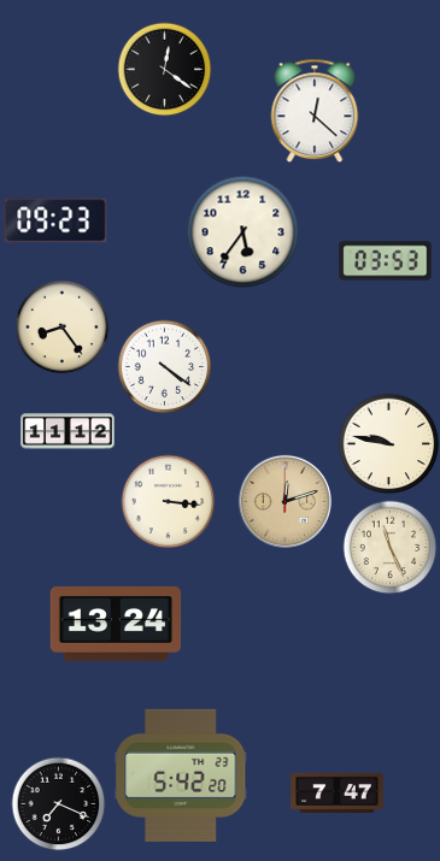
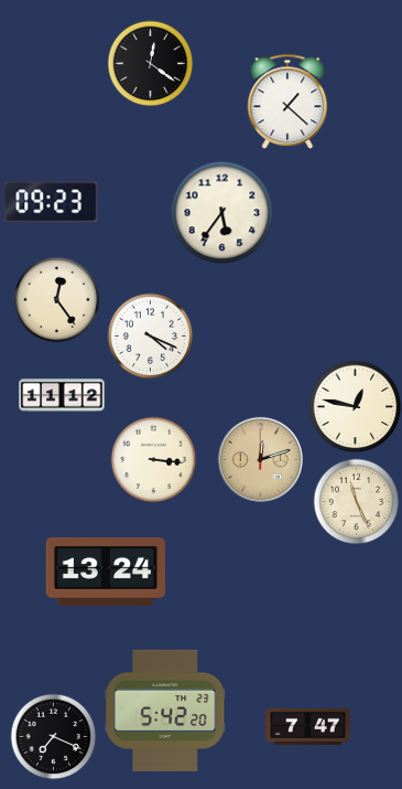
clock at (315, 111): 12:22 -> 1:22
clock at (386, 261): 03:53 -> none
clock at (61, 326): 8:24 -> 12:24
clock at (164, 366): 4:21 -> 4:19
clock at (388, 443): 9:47 -> 12:47
